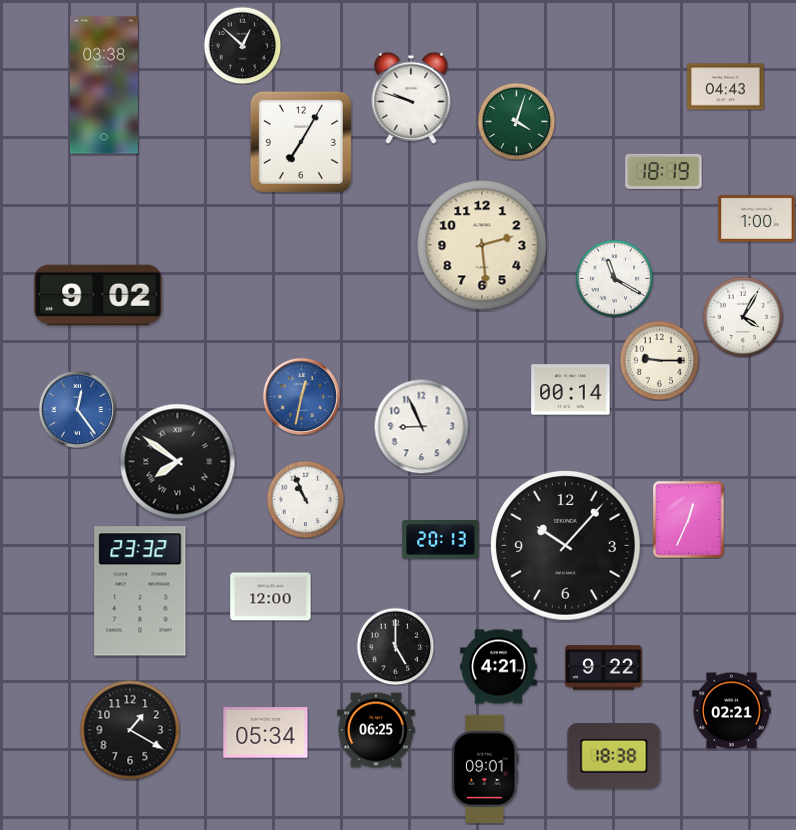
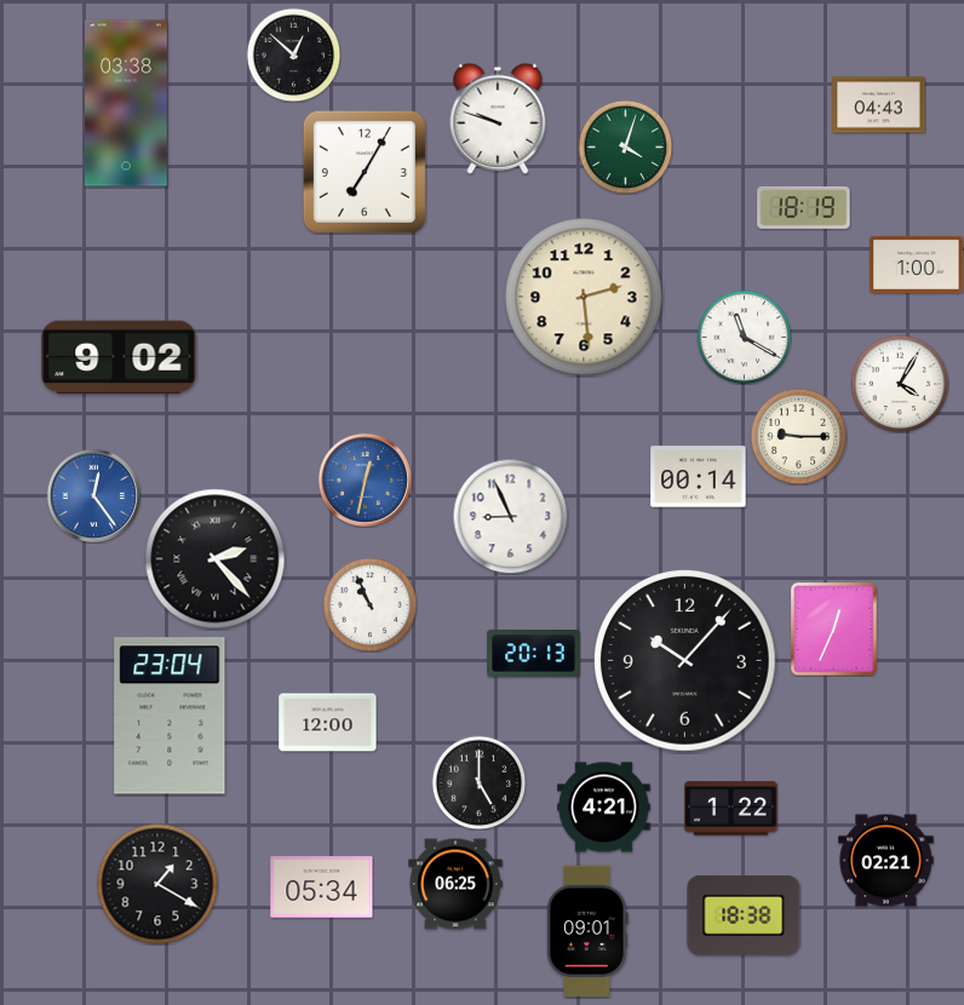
clock at (571, 390) position: (571, 390) -> (699, 477)
clock at (178, 462): 7:51 -> 2:23
clock at (140, 591): 23:32 -> 23:04
clock at (604, 668): 9:22 -> 1:22
